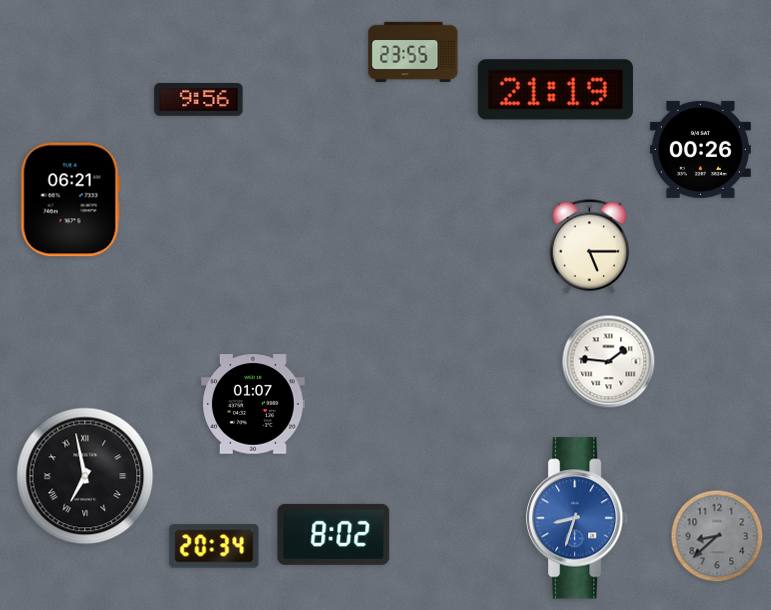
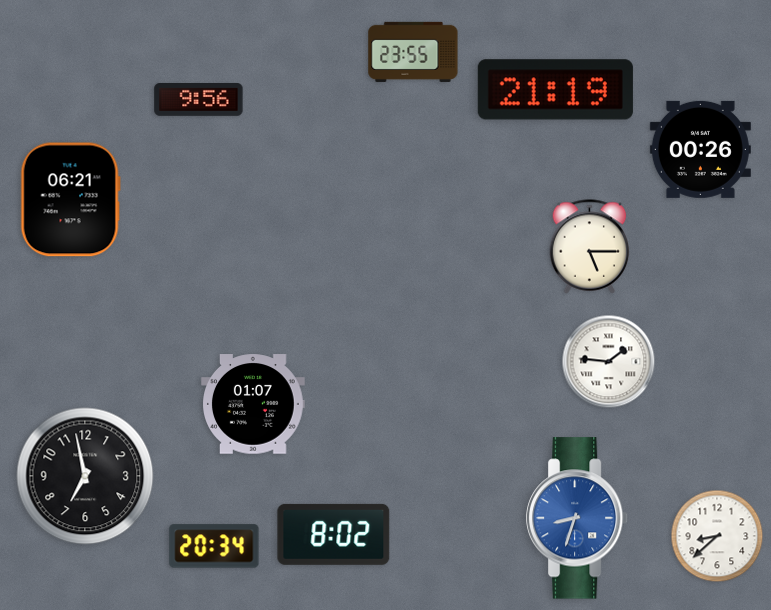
clock at (85, 476) numerals: Roman -> Arabic
clock at (717, 536) dial: grey -> white
